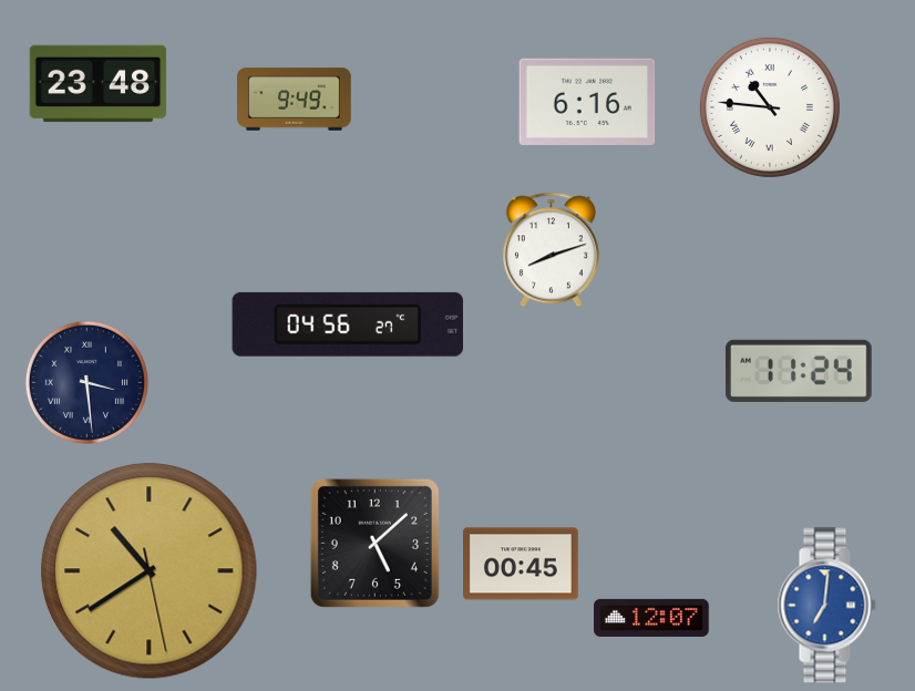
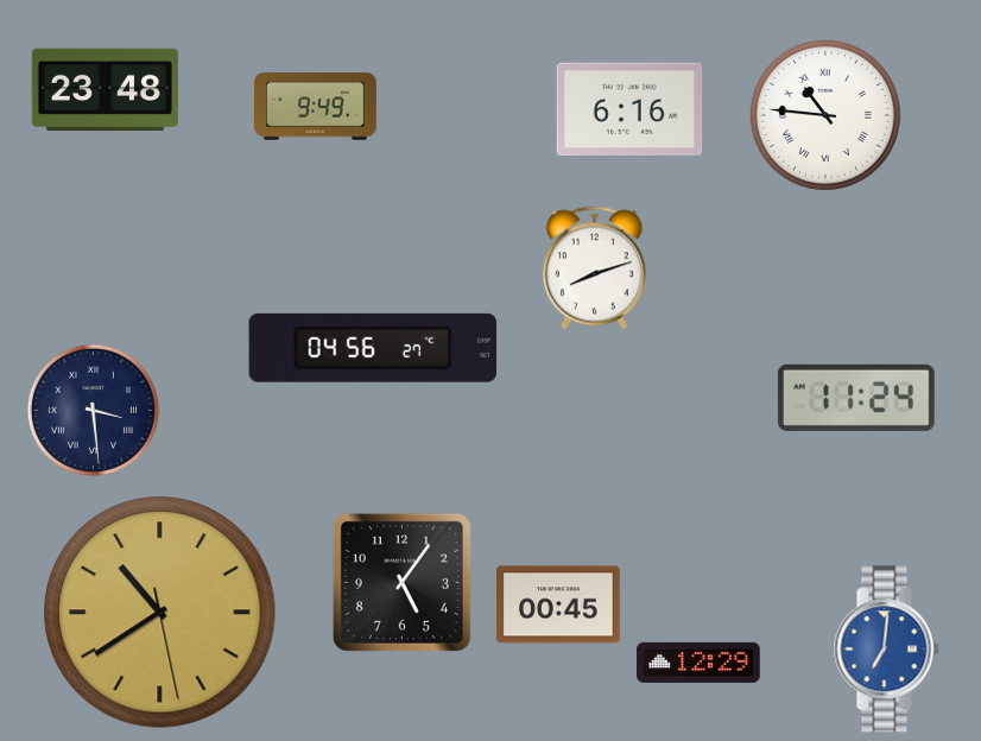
clock at (551, 250) position: (551, 250) -> (594, 268)
clock at (374, 543): 5:08 -> 5:06
clock at (651, 618): 12:07 -> 12:29
